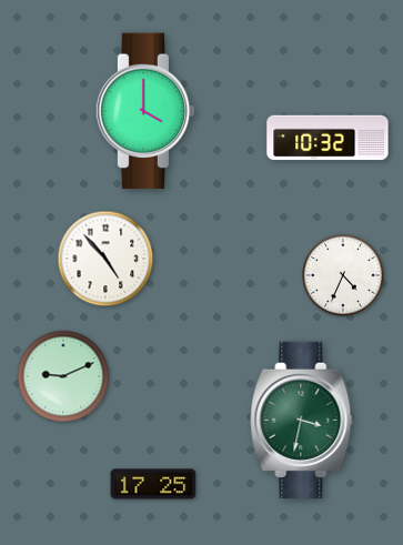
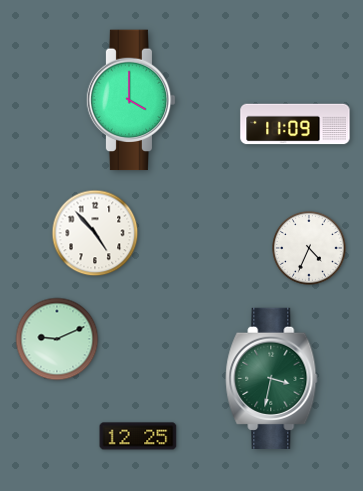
clock at (328, 138): 10:32 -> 11:09
clock at (153, 484): 17:25 -> 12:25
